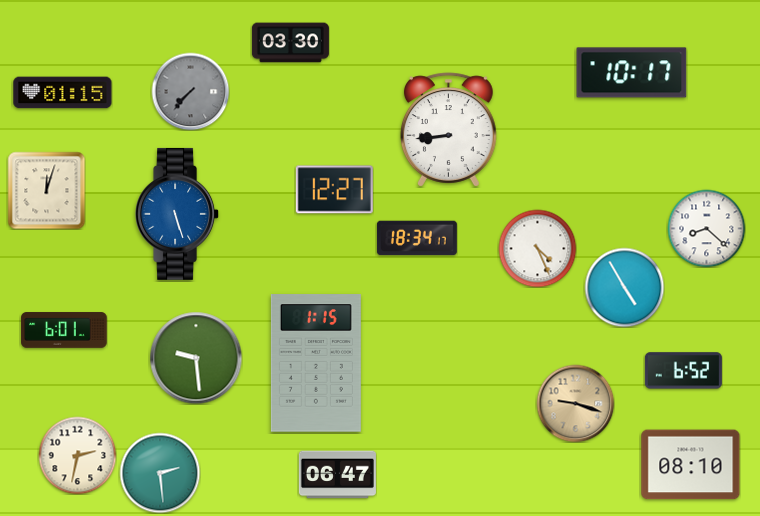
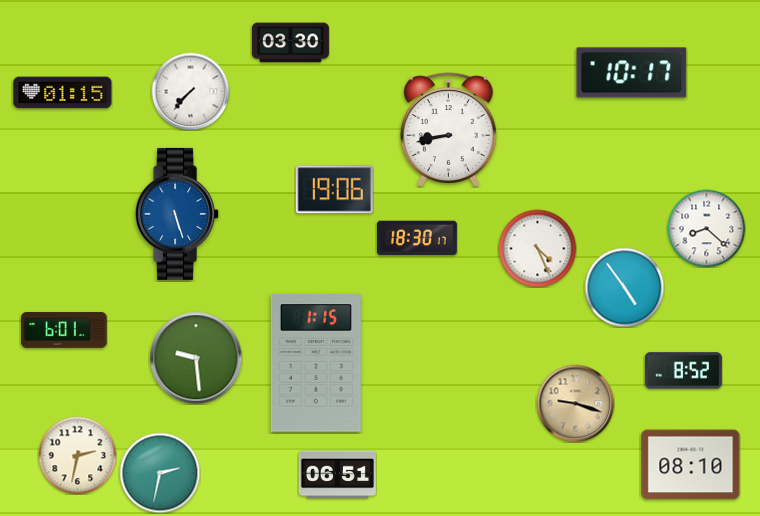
clock at (190, 91) dial: grey -> white
clock at (448, 130): 8:44 -> 8:43
clock at (46, 190): 12:03 -> none
clock at (334, 190): 12:27 -> 19:06
clock at (417, 238): 18:34 -> 18:30
clock at (624, 287): 4:55 -> 4:54
clock at (683, 371): 6:52 -> 8:52
clock at (160, 473): 2:29 -> 2:32
clock at (337, 475): 06:47 -> 06:51
